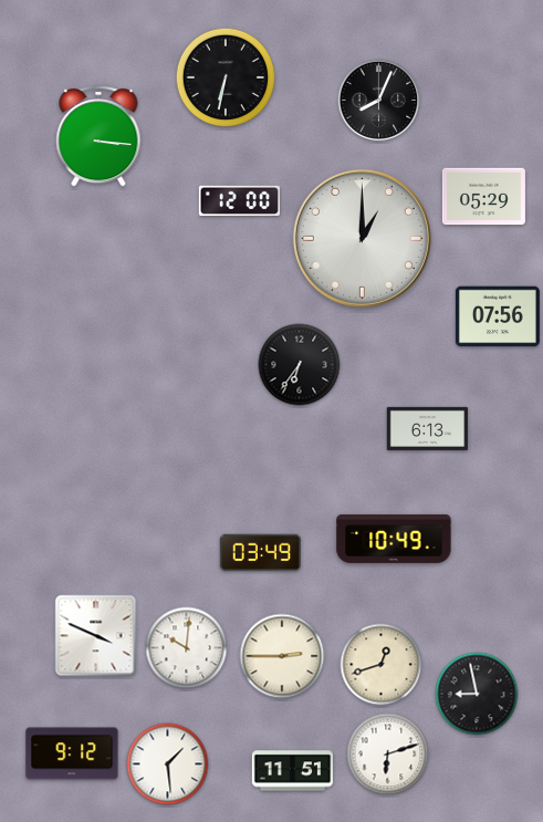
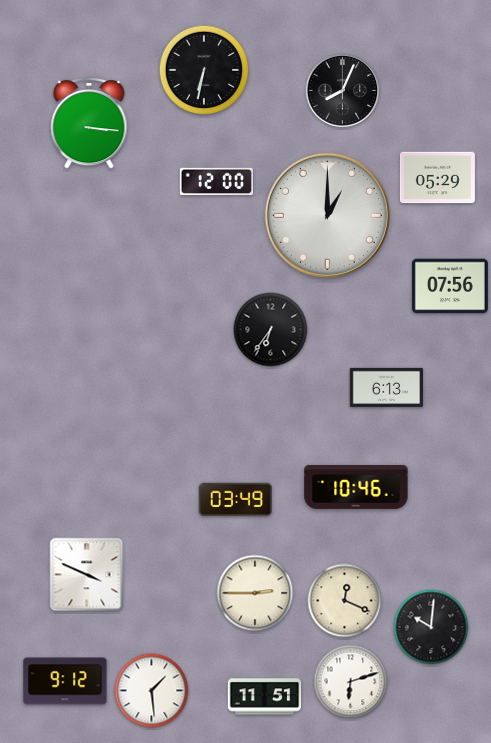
clock at (394, 539): 10:49 -> 10:46
clock at (187, 648): 10:01 -> none
clock at (382, 665): 12:42 -> 12:19
clock at (477, 694): 8:58 -> 10:01
